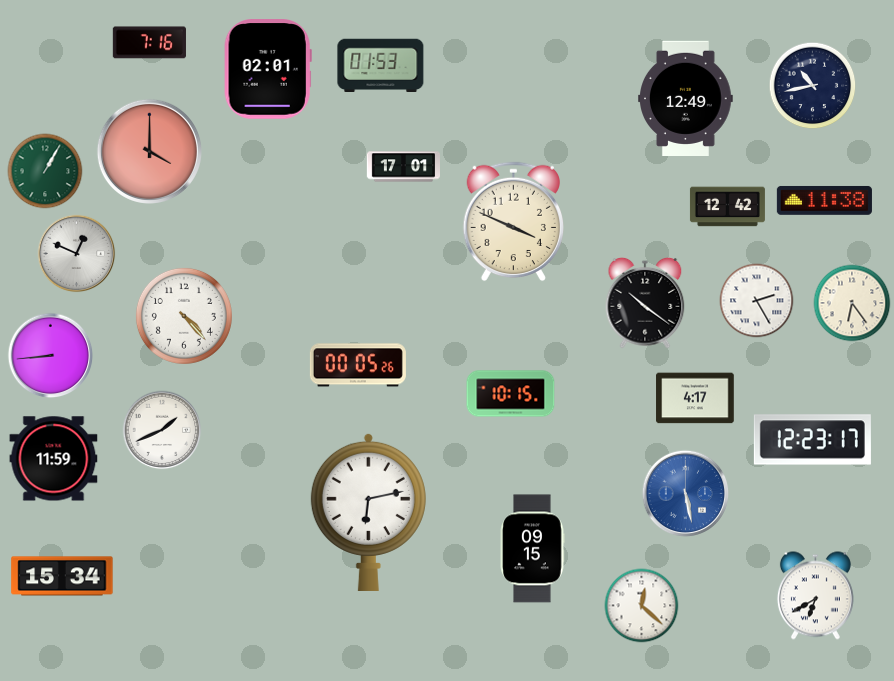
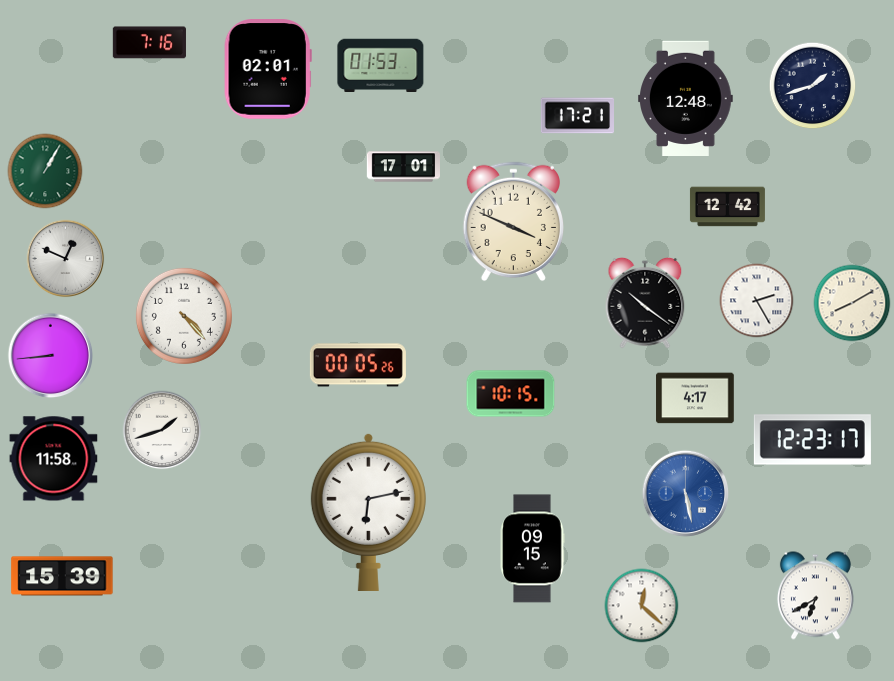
clock at (813, 86): 10:43 -> 1:42
clock at (686, 98): 12:49 -> 12:48
clock at (577, 116): none -> 17:21
clock at (149, 151): 4:00 -> none
clock at (824, 200): 11:38 -> none
clock at (77, 254) position: (77, 254) -> (66, 259)
clock at (852, 303): 6:24 -> 8:10
clock at (162, 430): 1:41 -> 1:42
clock at (54, 459): 11:59 -> 11:58
clock at (62, 576): 15:34 -> 15:39
